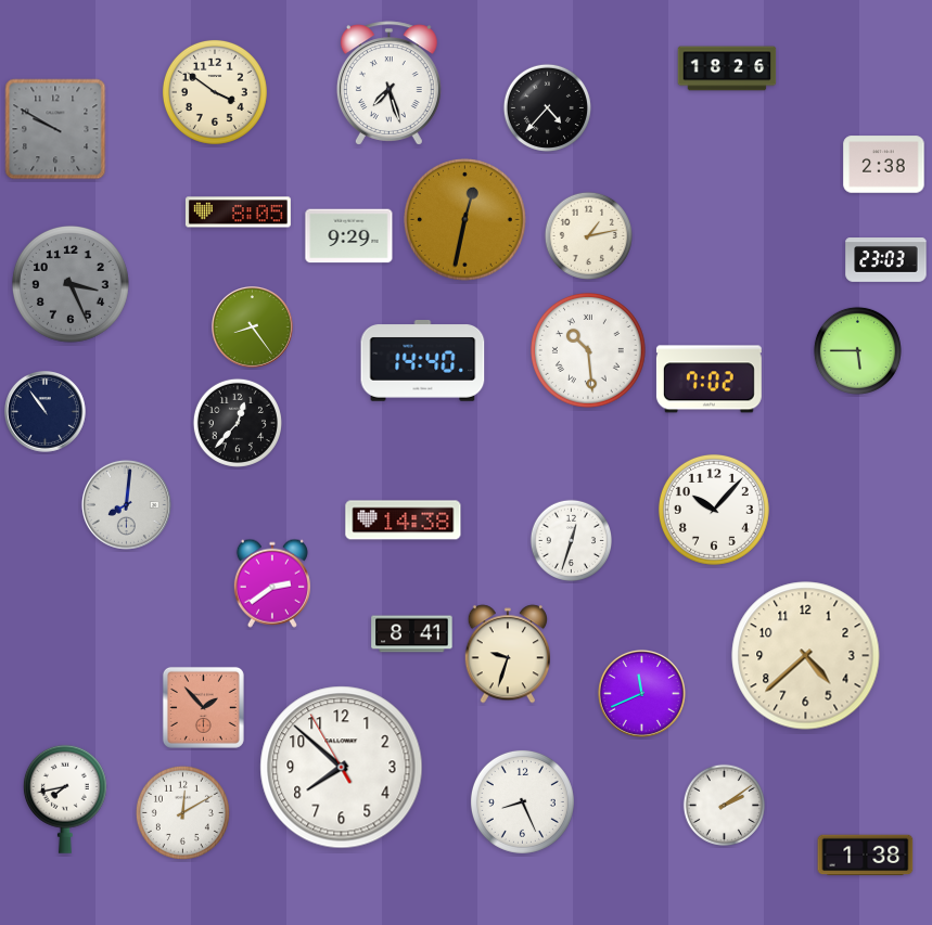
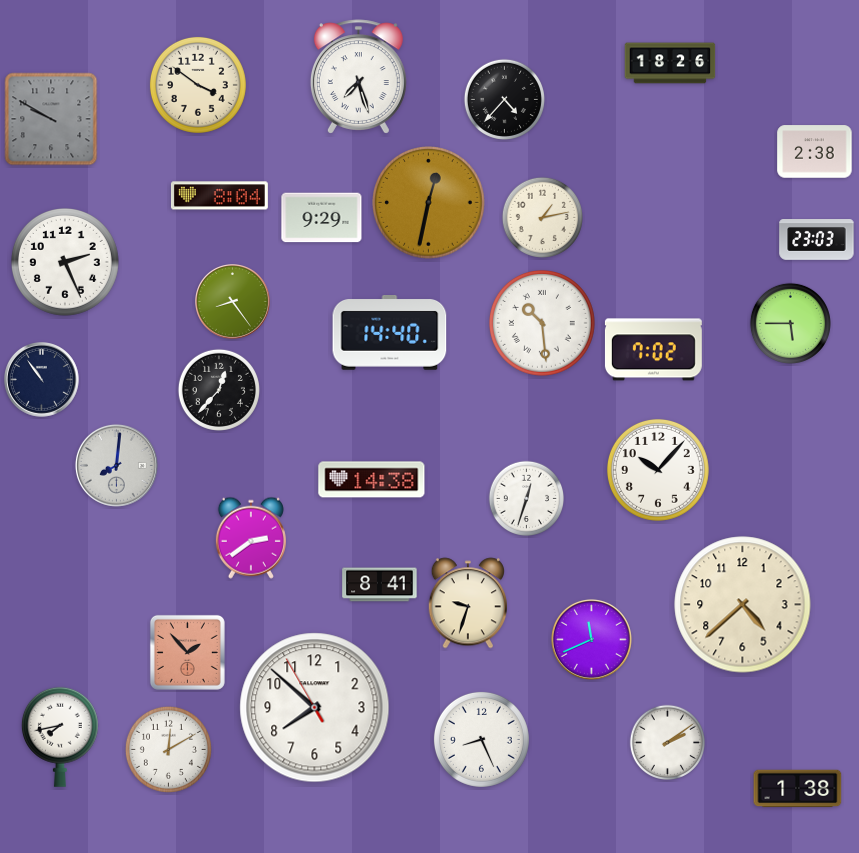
clock at (238, 213): 8:05 -> 8:04
clock at (71, 284): 3:26 -> 2:26
clock at (71, 284) dial: grey -> white
